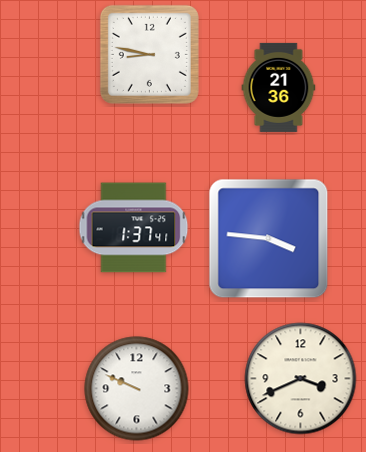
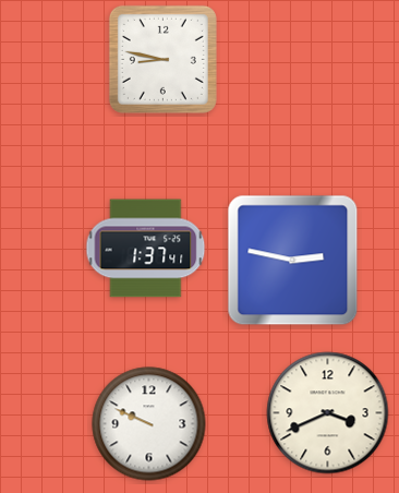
clock at (279, 87): 21:36 -> none
clock at (269, 239): 3:46 -> 2:47
